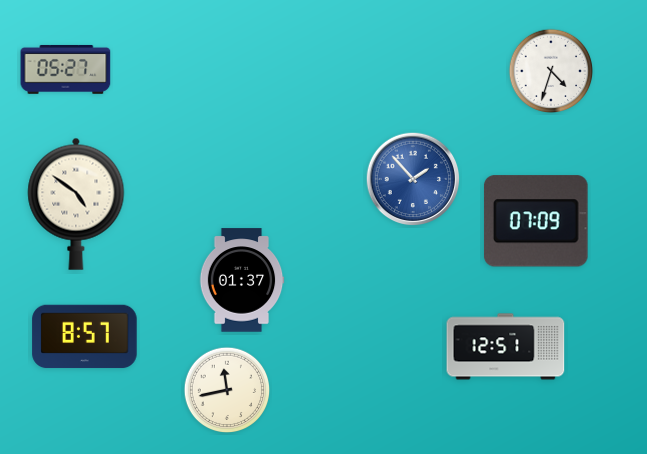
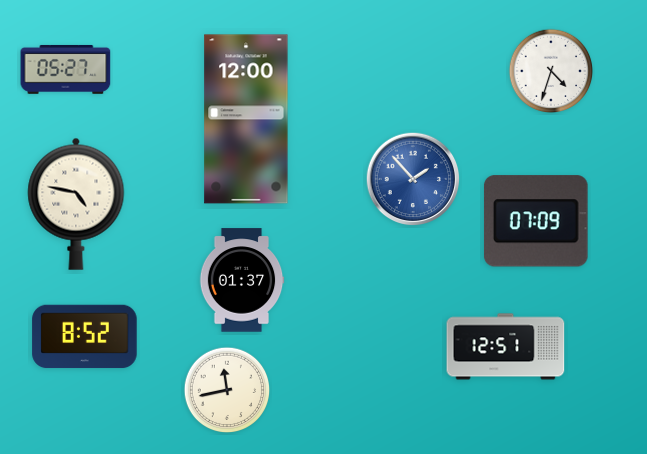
clock at (246, 119): none -> 12:00
clock at (76, 204): 4:51 -> 4:47
clock at (85, 337): 8:57 -> 8:52
